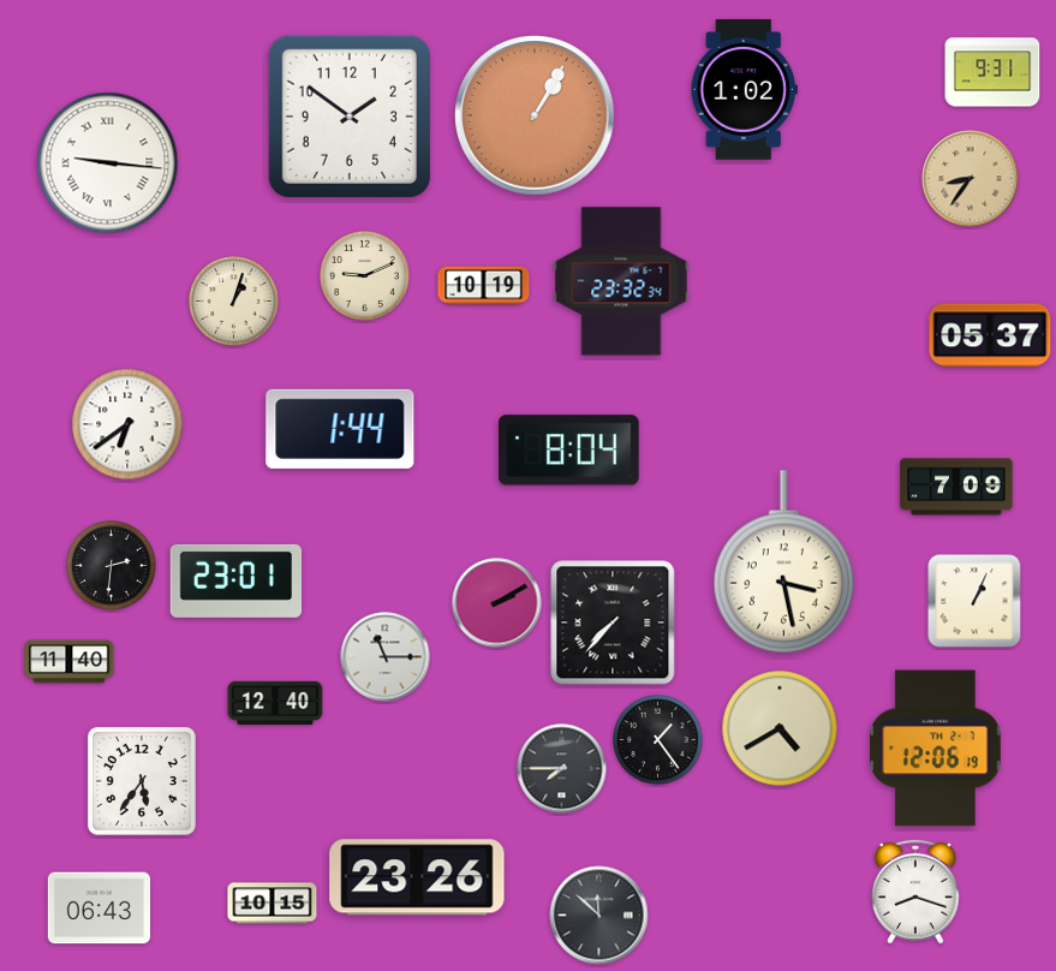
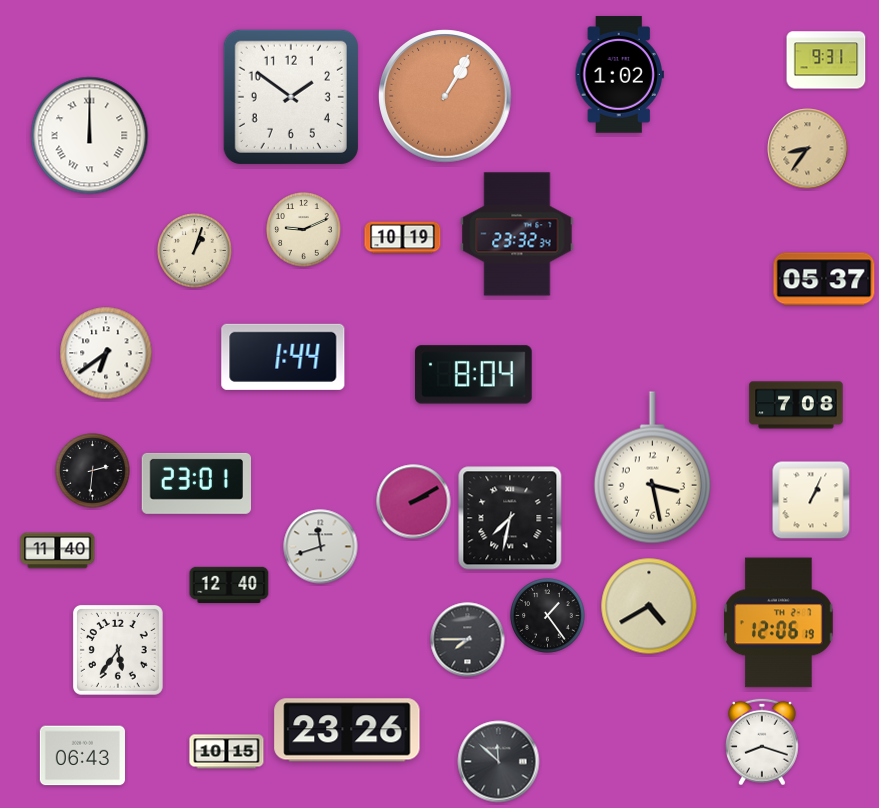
clock at (108, 163): 9:16 -> 12:00
clock at (956, 487): 7:09 -> 7:08
clock at (613, 622): 7:37 -> 7:32
clock at (386, 657): 11:15 -> 11:42
